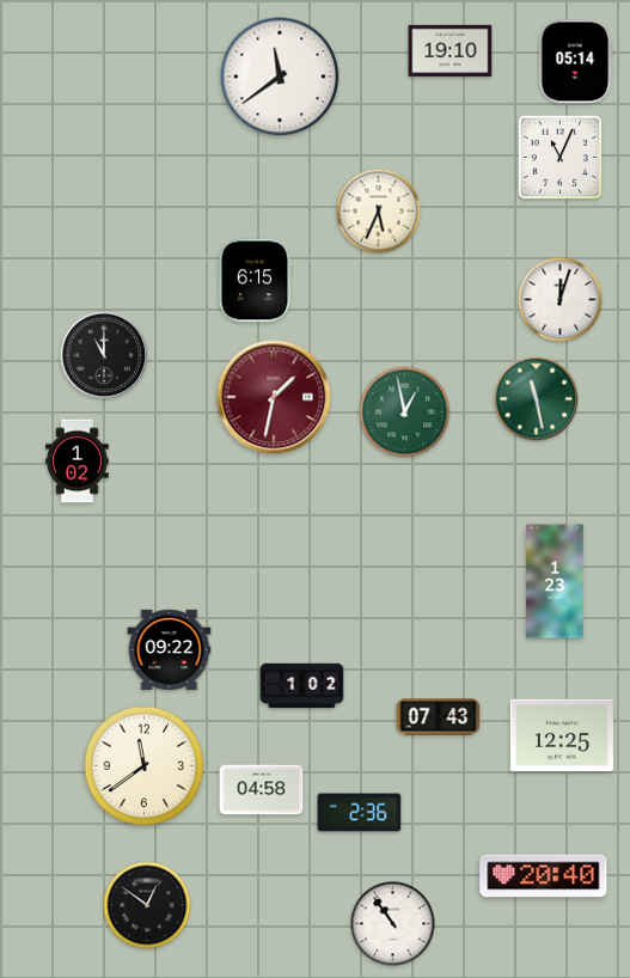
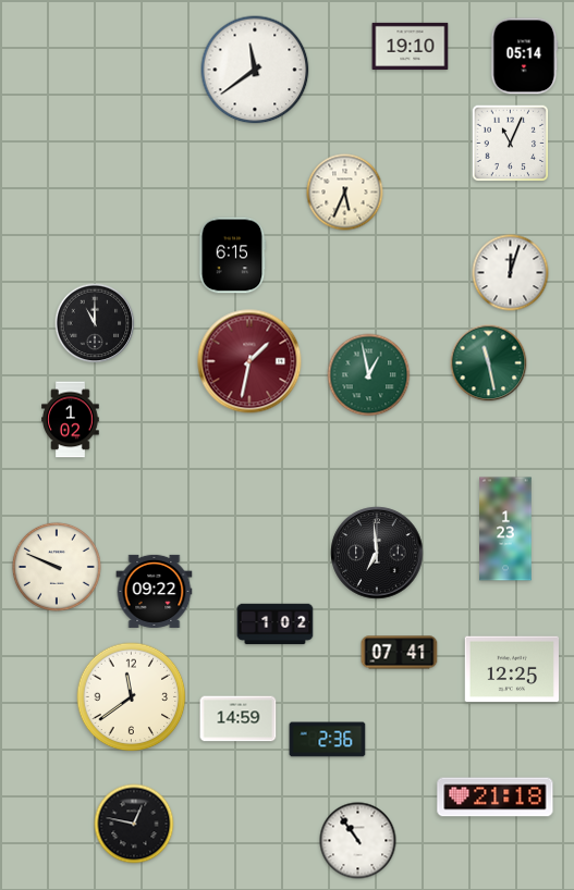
clock at (377, 553): none -> 6:59
clock at (57, 567): none -> 9:49
clock at (439, 717): 07:43 -> 07:41
clock at (262, 790): 04:58 -> 14:59
clock at (544, 876): 20:40 -> 21:18
clock at (147, 905): 12:51 -> 12:47
